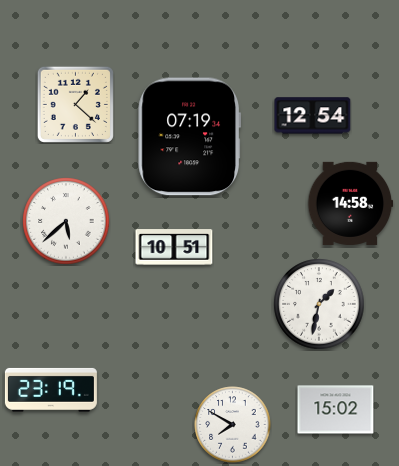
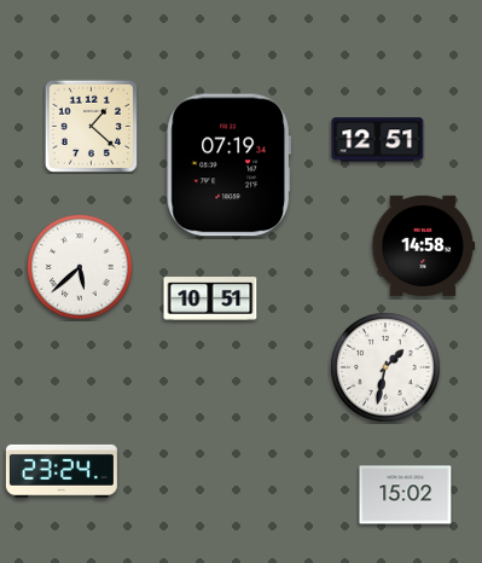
clock at (313, 116): 12:54 -> 12:51
clock at (51, 390): 23:19 -> 23:24
clock at (233, 425): 7:50 -> none
